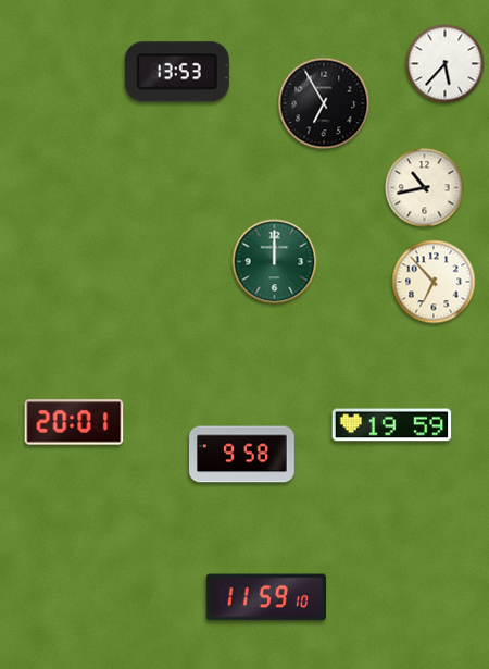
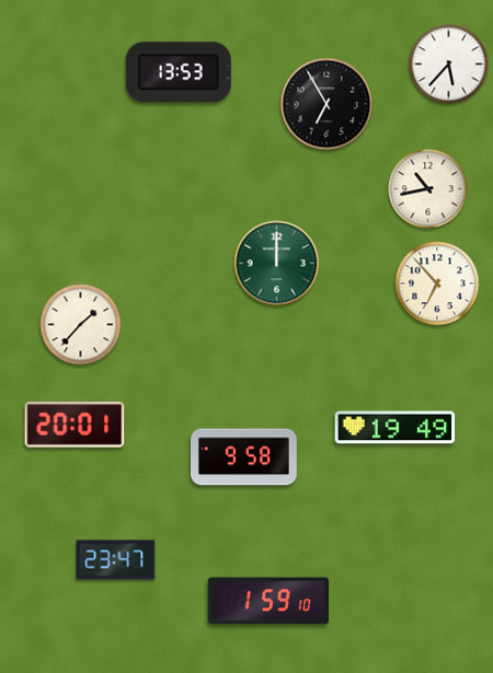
clock at (81, 325): none -> 1:37
clock at (392, 425): 19:59 -> 19:49
clock at (116, 560): none -> 23:47
clock at (265, 597): 11:59 -> 1:59
